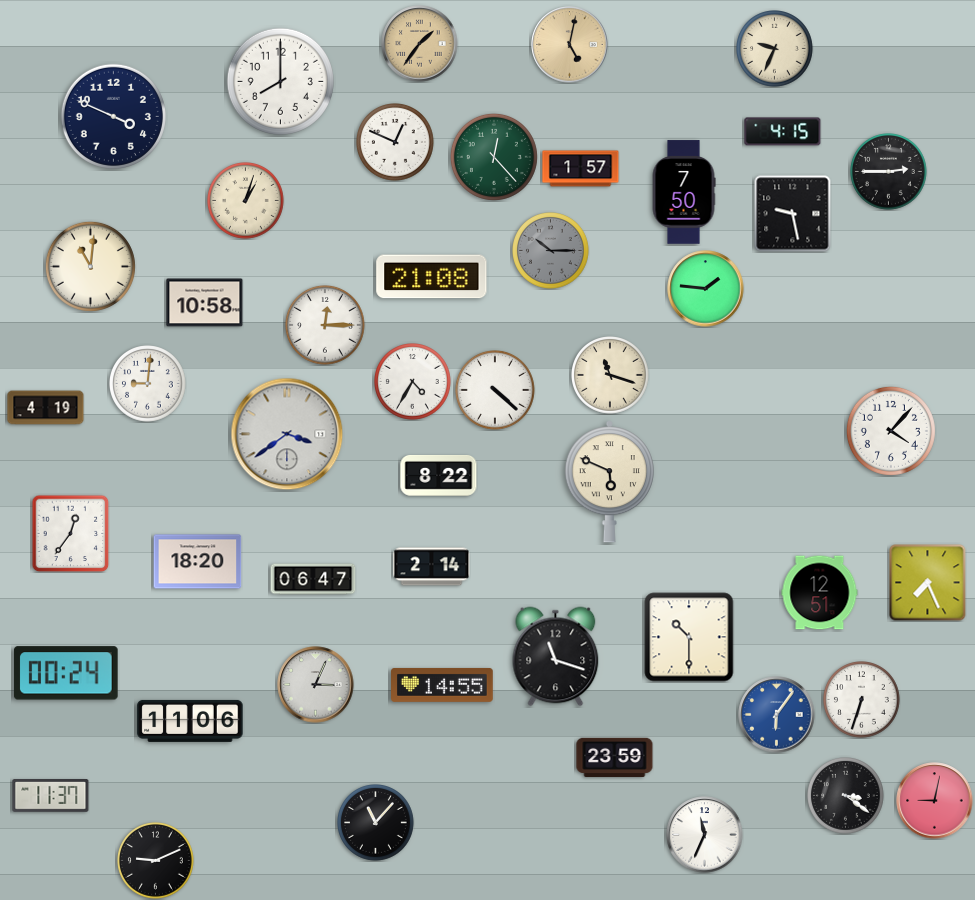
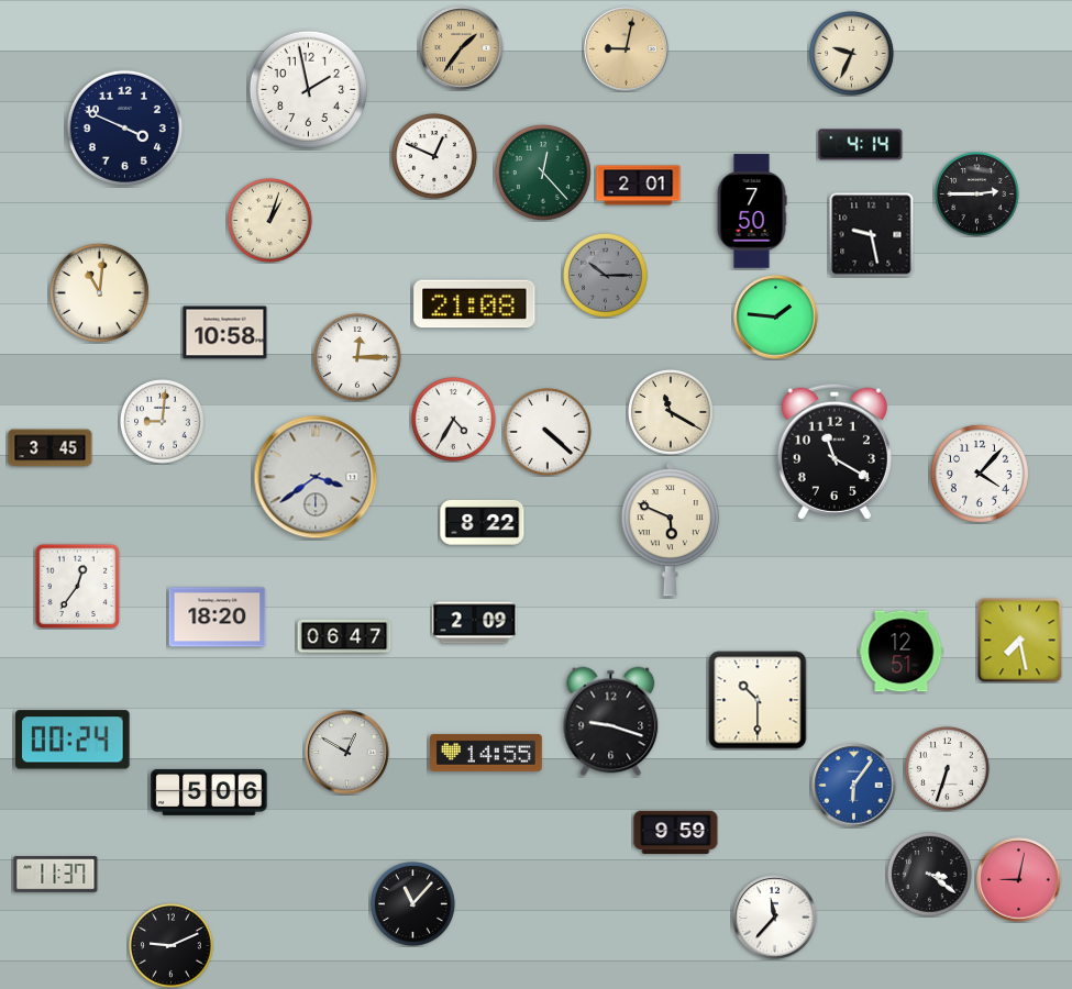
clock at (570, 45): 5:02 -> 9:02
clock at (280, 81): 8:00 -> 1:58
clock at (783, 132): 4:15 -> 4:14
clock at (581, 169): 1:57 -> 2:01
clock at (889, 172) position: (889, 172) -> (977, 195)
clock at (611, 376): 11:18 -> 11:20
clock at (496, 391) position: (496, 391) -> (549, 433)
clock at (46, 408): 4:19 -> 3:45
clock at (835, 452): none -> 11:20
clock at (432, 567): 2:14 -> 2:09
clock at (928, 583): 7:26 -> 7:28
clock at (556, 657): 11:18 -> 9:18
clock at (316, 685): 3:04 -> 12:50
clock at (190, 721): 11:06 -> 5:06
clock at (615, 758): 23:59 -> 9:59
clock at (935, 801) position: (935, 801) -> (1019, 880)
clock at (705, 835): 11:34 -> 11:37
